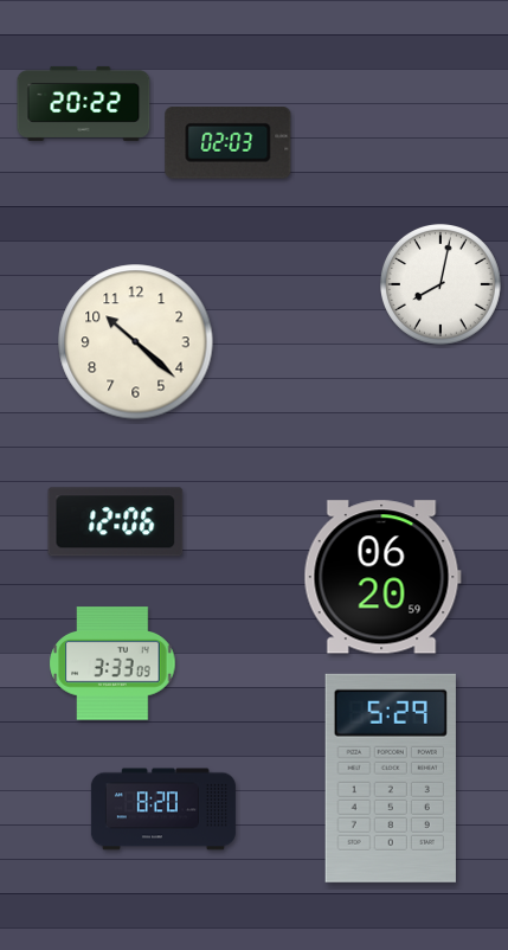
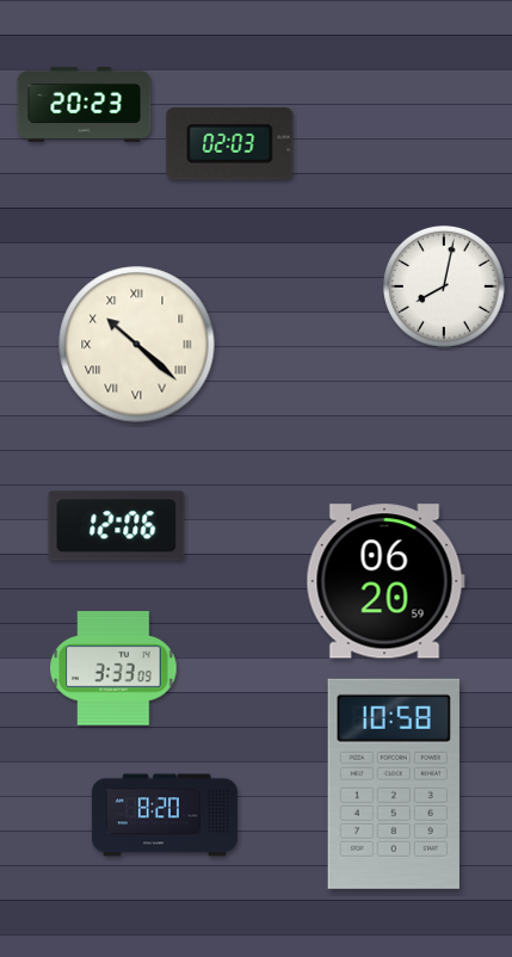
clock at (84, 103): 20:22 -> 20:23
clock at (136, 342) numerals: Arabic -> Roman
clock at (391, 778): 5:29 -> 10:58
